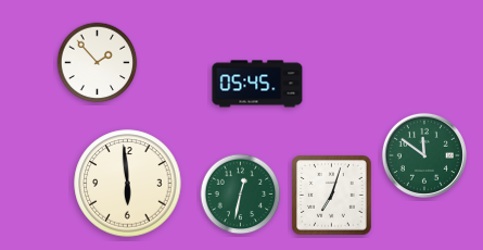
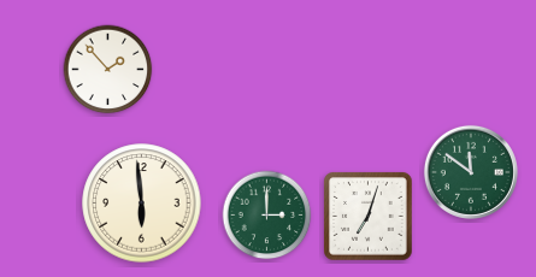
clock at (257, 84): 05:45 -> none
clock at (241, 195): 12:32 -> 3:00
